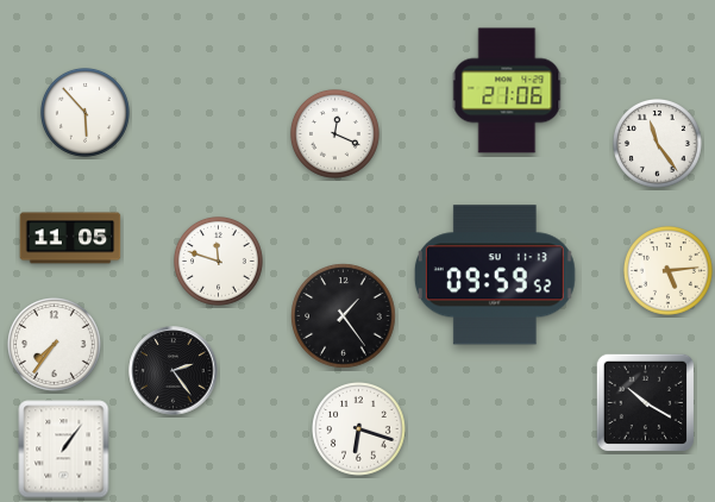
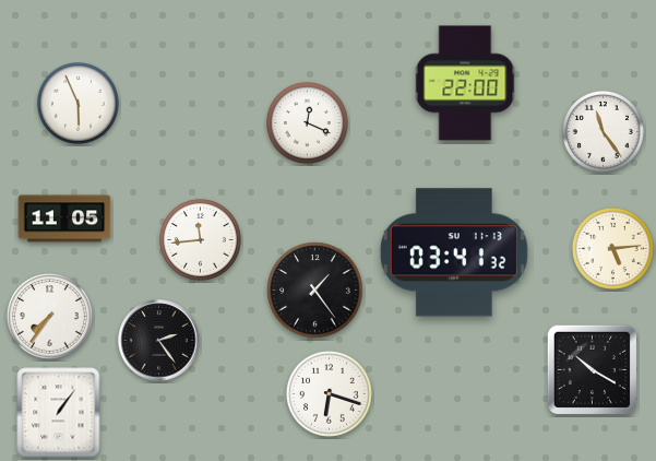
clock at (507, 90): 21:06 -> 22:00
clock at (86, 113): 5:53 -> 5:56
clock at (219, 262): 11:48 -> 11:44
clock at (495, 275): 09:59 -> 03:41
